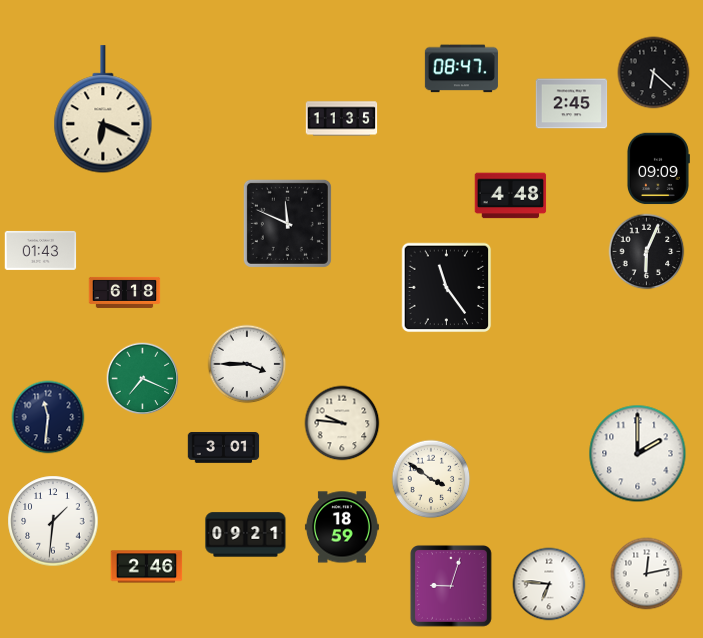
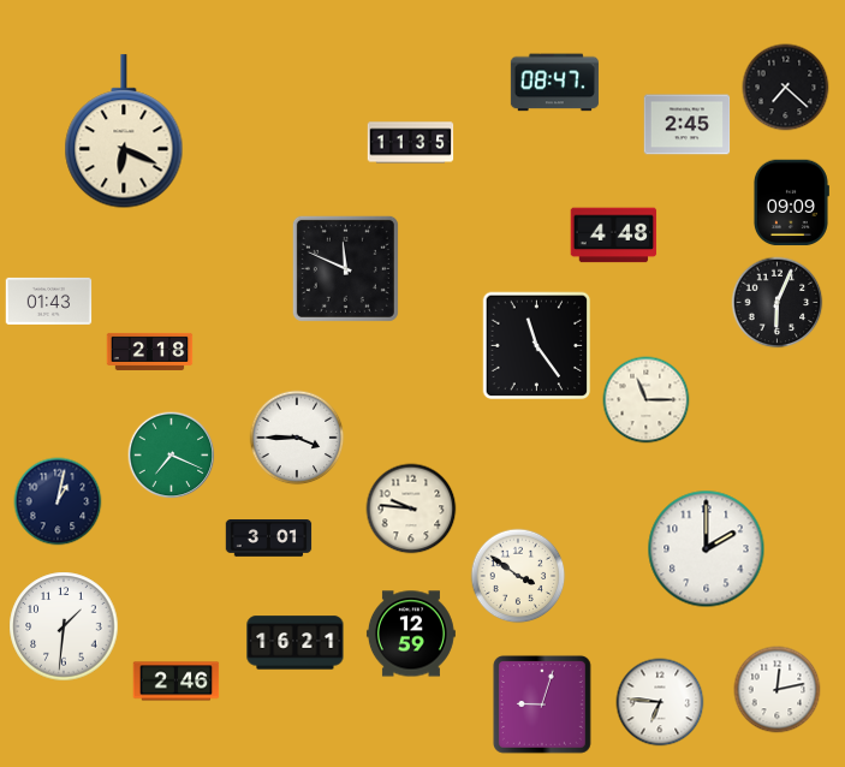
clock at (654, 73): 6:22 -> 7:22
clock at (125, 292): 6:18 -> 2:18
clock at (647, 400): none -> 11:15
clock at (48, 417): 11:31 -> 1:02
clock at (638, 454) position: (638, 454) -> (707, 549)
clock at (342, 527): 18:59 -> 12:59
clock at (246, 535): 09:21 -> 16:21
